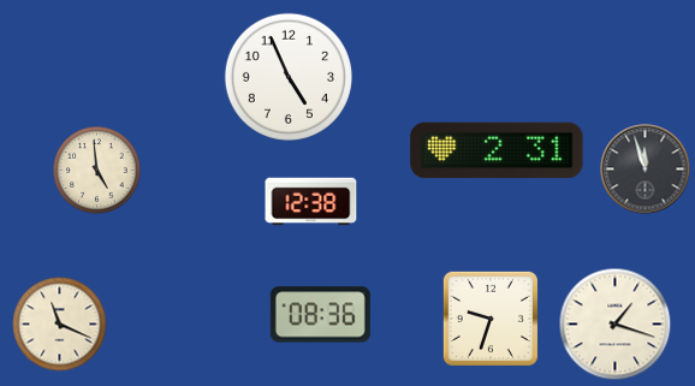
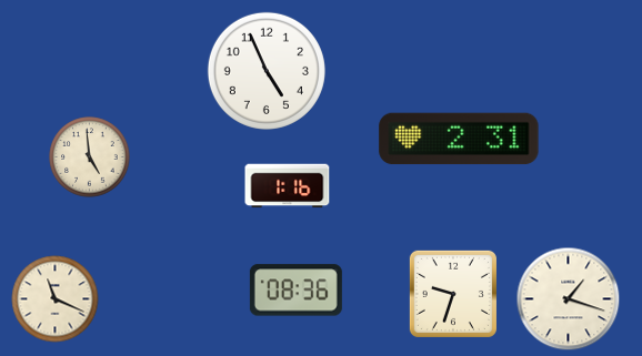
clock at (646, 170): 11:57 -> none
clock at (311, 202): 12:38 -> 1:16
